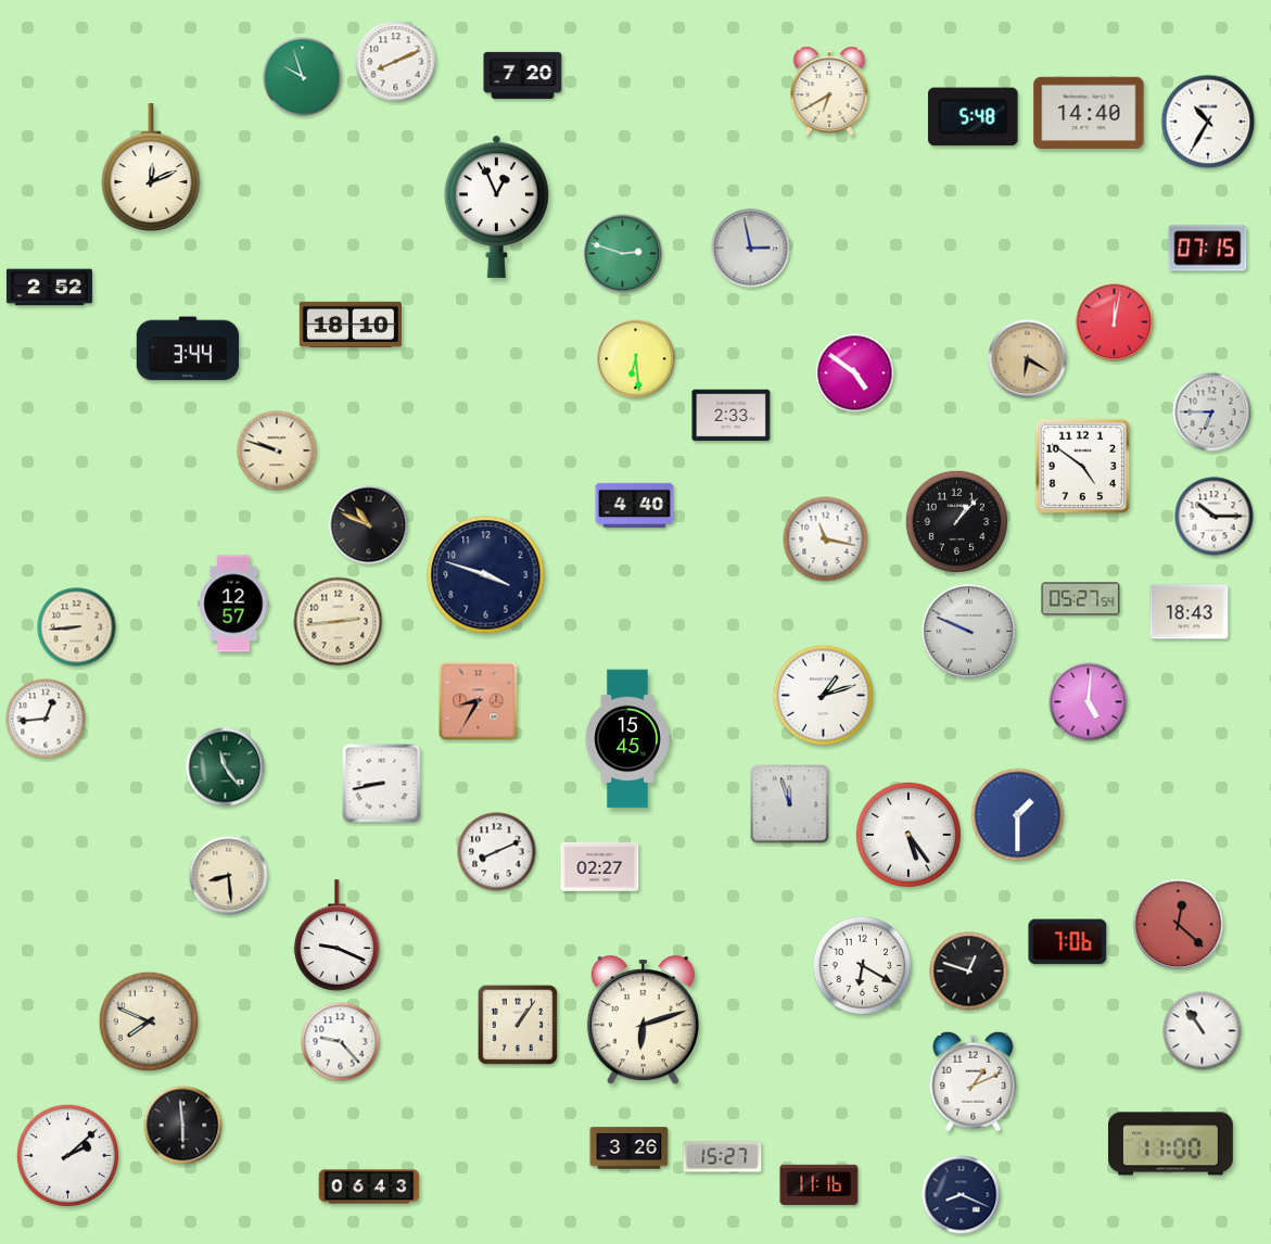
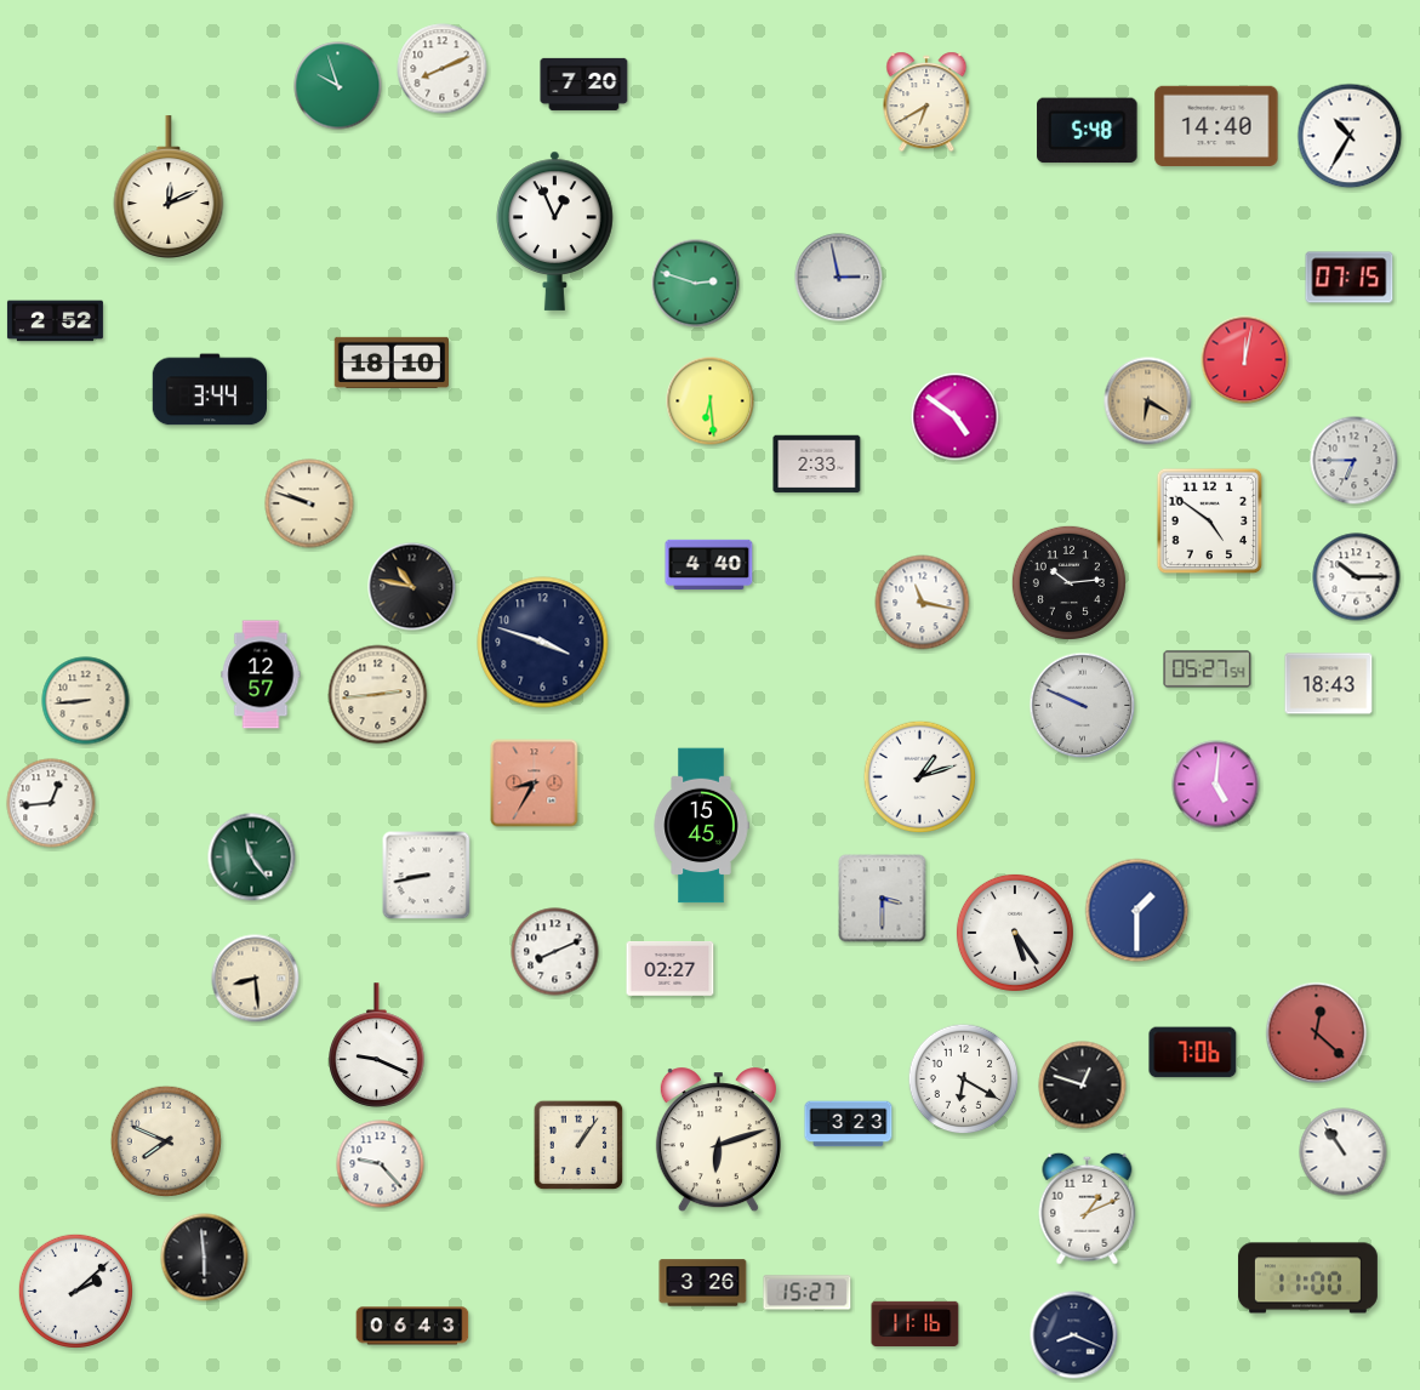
clock at (956, 521): 1:07 -> 10:14
clock at (369, 525): 10:49 -> 10:47
clock at (790, 804): 11:57 -> 3:30
clock at (849, 1124): none -> 3:23
